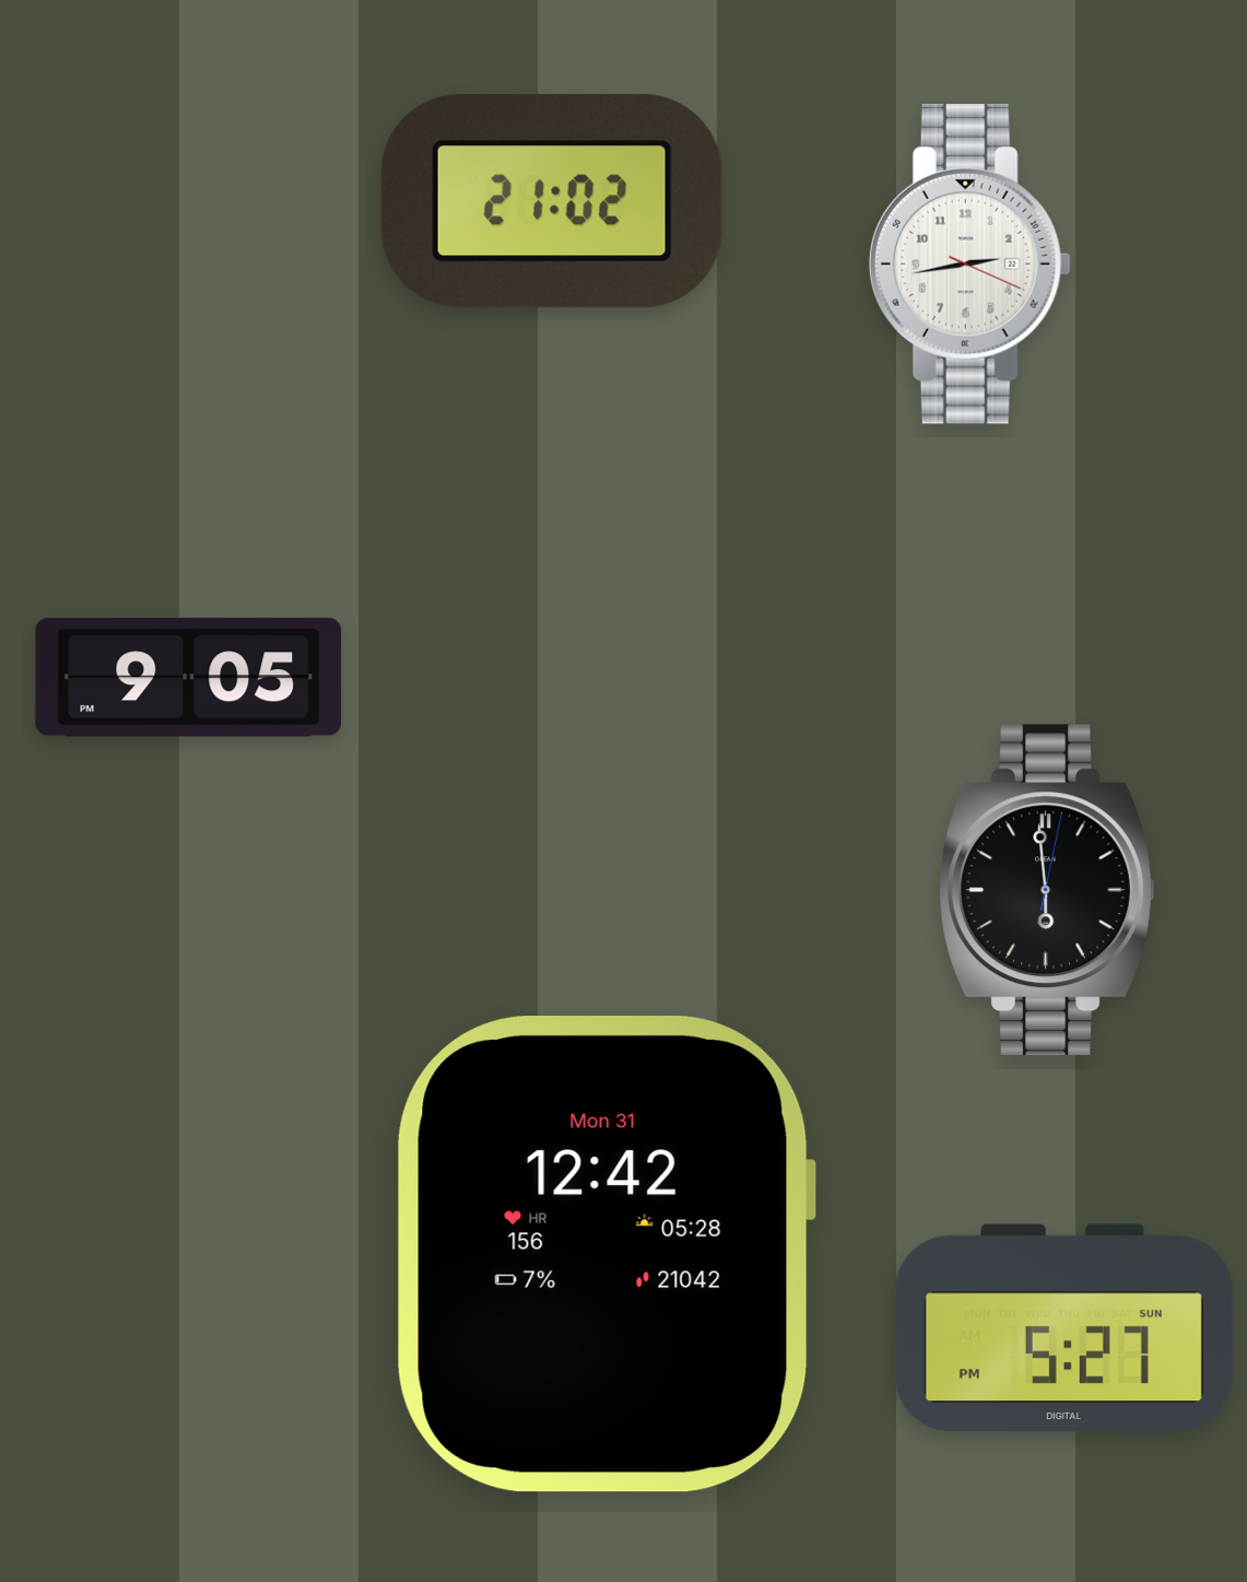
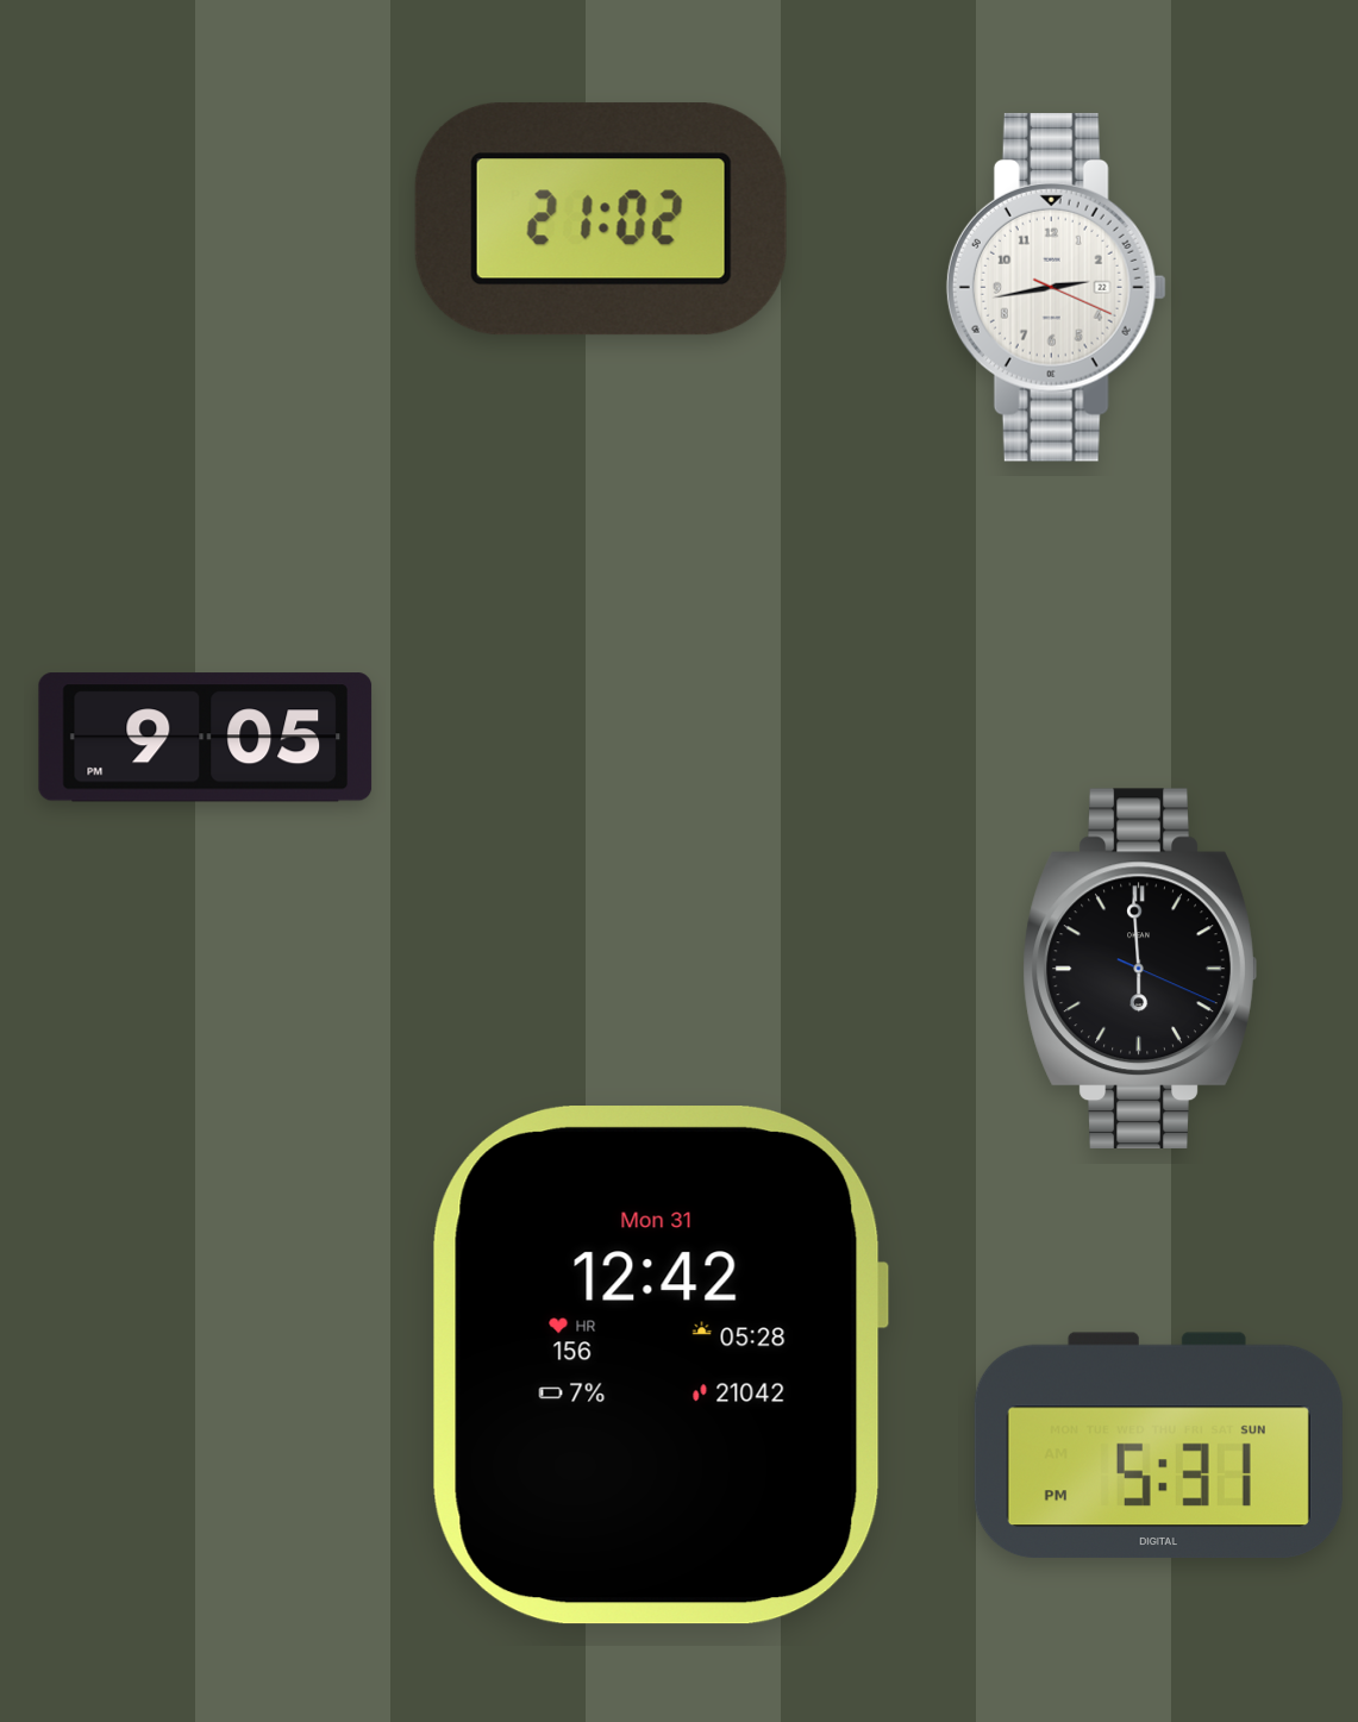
clock at (1047, 889): 5:59:02 -> 5:59:19
clock at (1063, 1327): 5:27 -> 5:31
